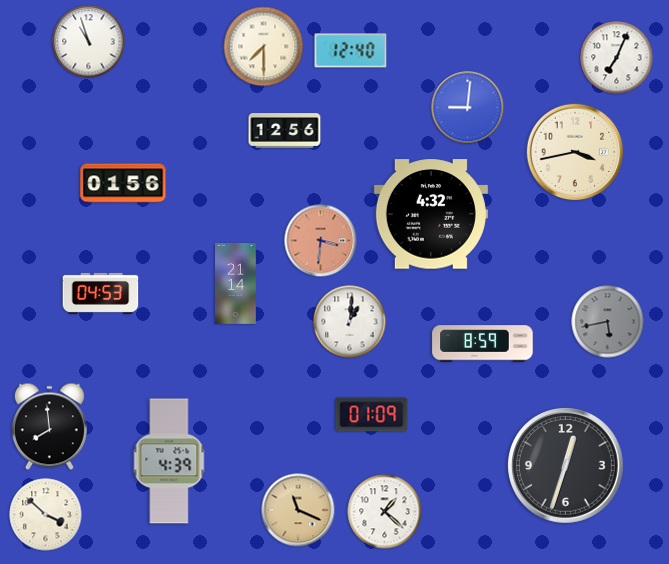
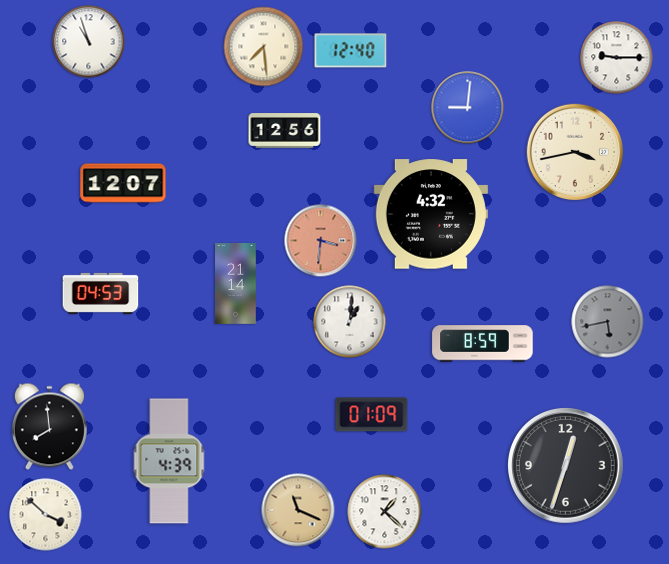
clock at (264, 47): 7:30 -> 7:29
clock at (617, 58): 7:04 -> 9:15
clock at (123, 183): 01:56 -> 12:07
